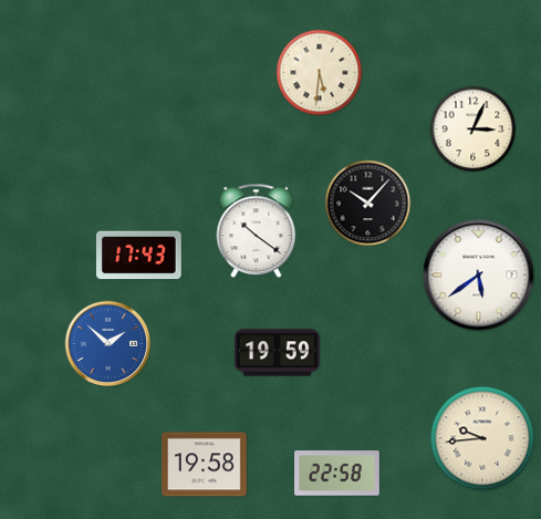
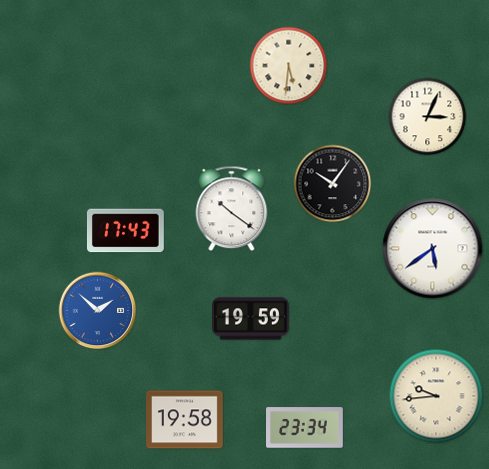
clock at (367, 203): 10:07 -> 10:06
clock at (337, 474): 22:58 -> 23:34
